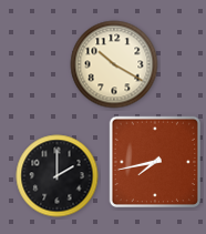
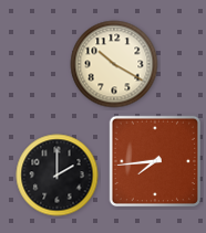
clock at (154, 161): 7:43 -> 7:44
